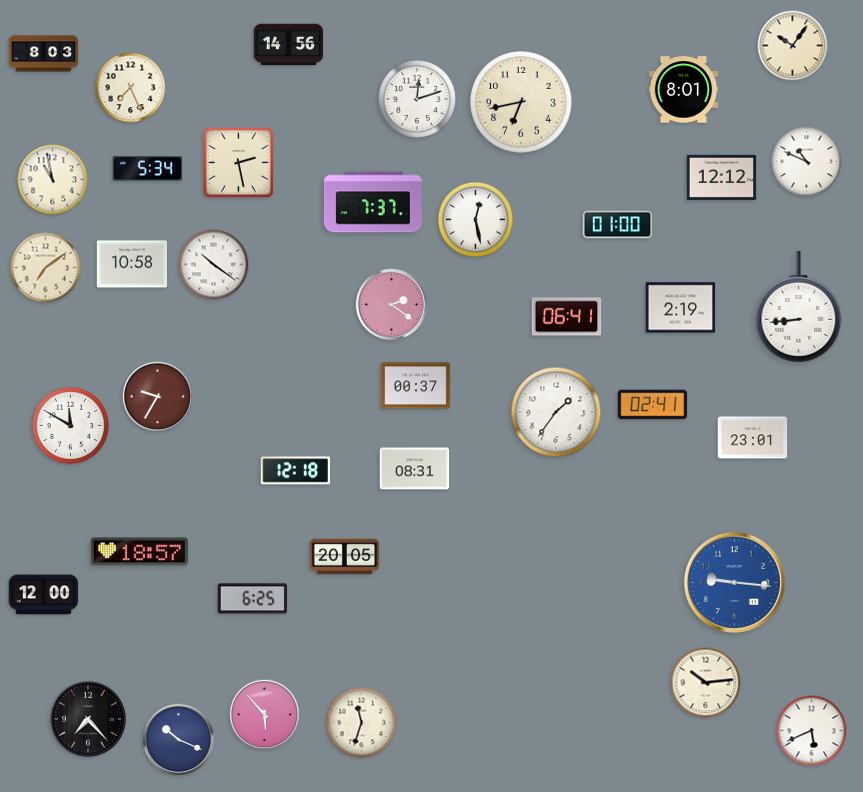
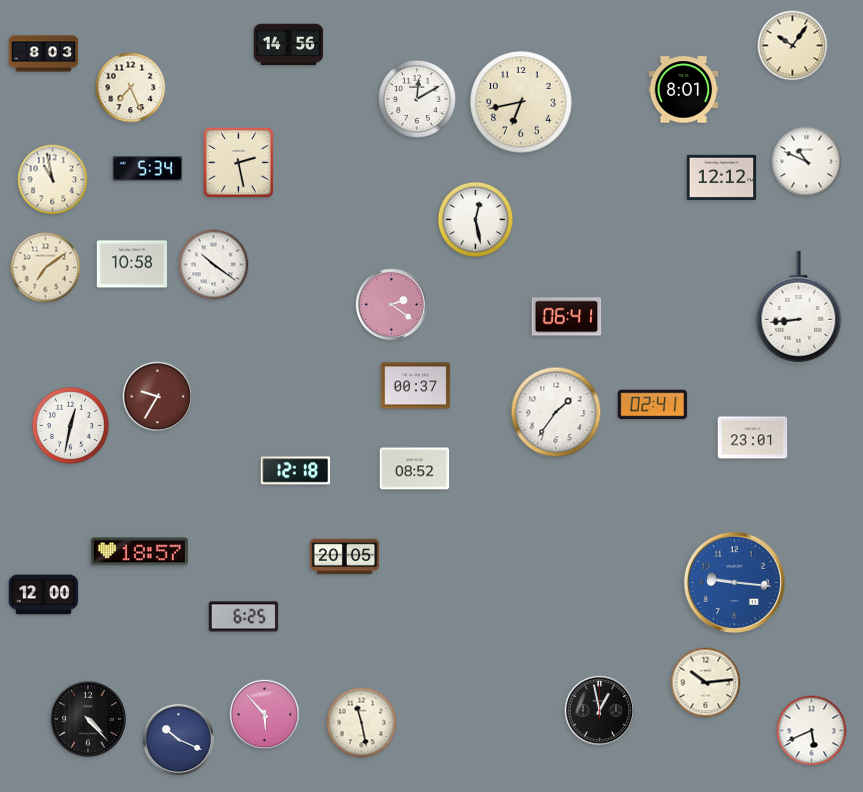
clock at (417, 99): 12:12 -> 12:10
clock at (373, 202): 7:37 -> none
clock at (618, 225): 01:00 -> none
clock at (681, 308): 2:19 -> none
clock at (70, 425): 11:50 -> 12:32
clock at (415, 469): 08:31 -> 08:52
clock at (253, 599) position: (253, 599) -> (244, 617)
clock at (600, 711): none -> 12:58
clock at (88, 719): 7:23 -> 4:23
clock at (362, 723): 11:33 -> 11:28
